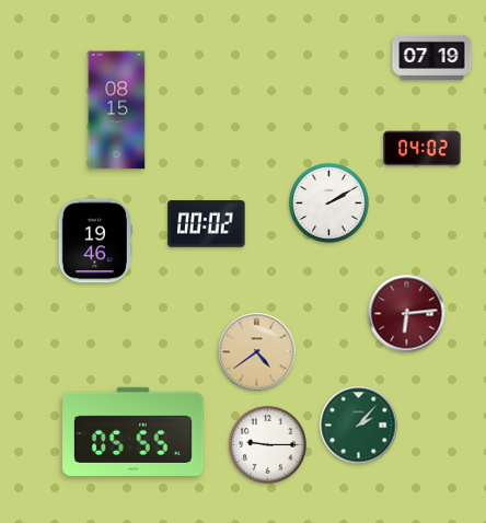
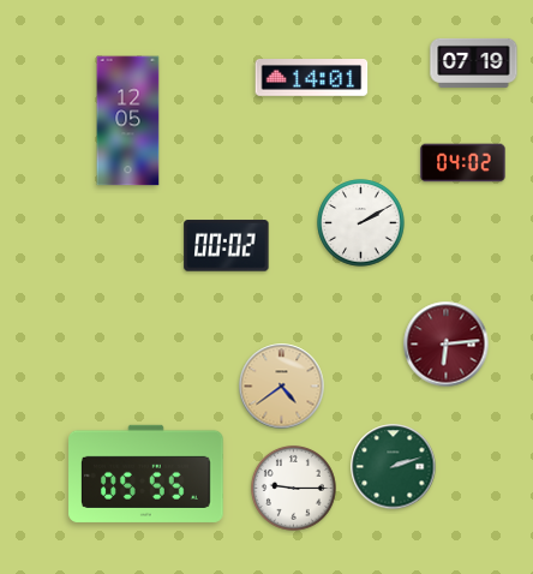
clock at (312, 78): none -> 14:01
clock at (117, 111): 08:15 -> 12:05
clock at (95, 241): 19:46 -> none
clock at (359, 426): 2:07 -> 2:12
